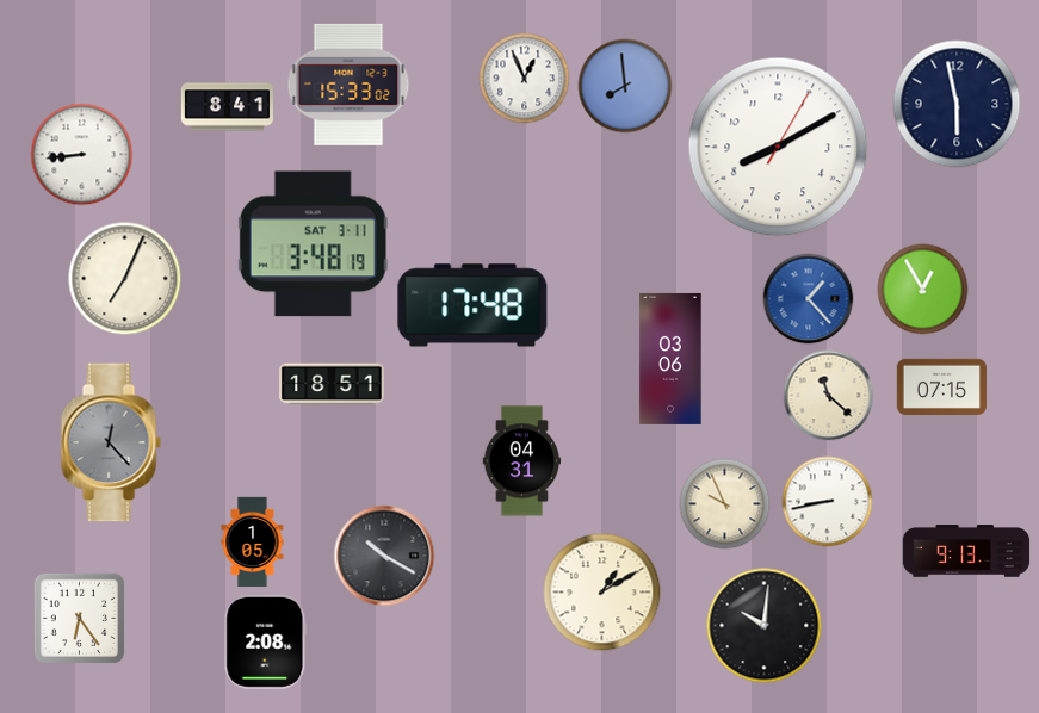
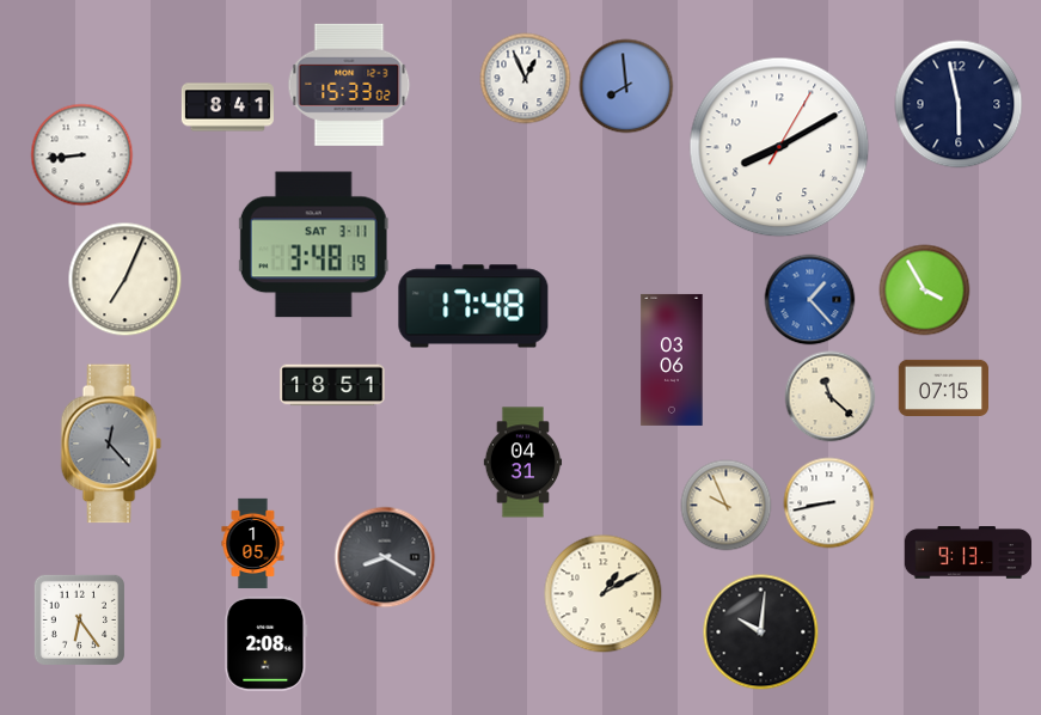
clock at (923, 290): 12:55 -> 3:55
clock at (384, 556): 10:20 -> 8:20
clock at (765, 626) position: (765, 626) -> (761, 632)
